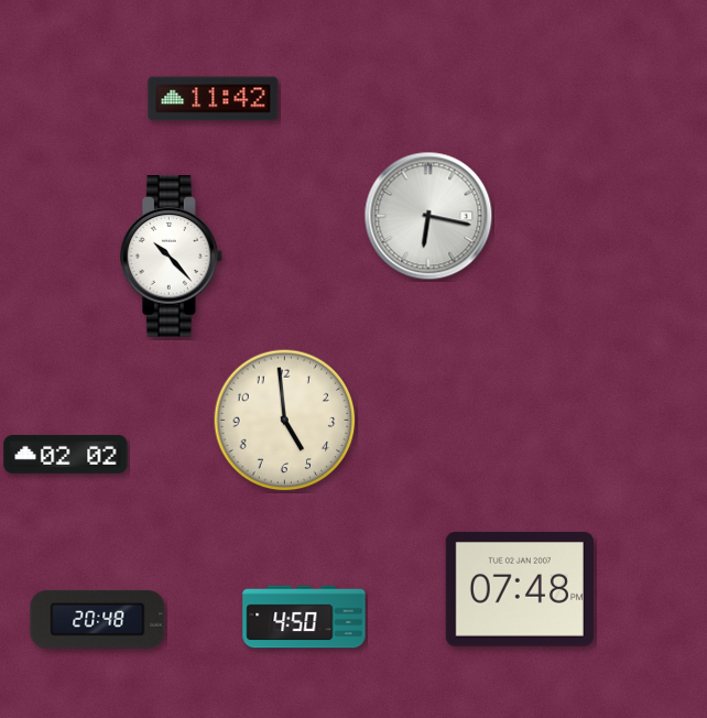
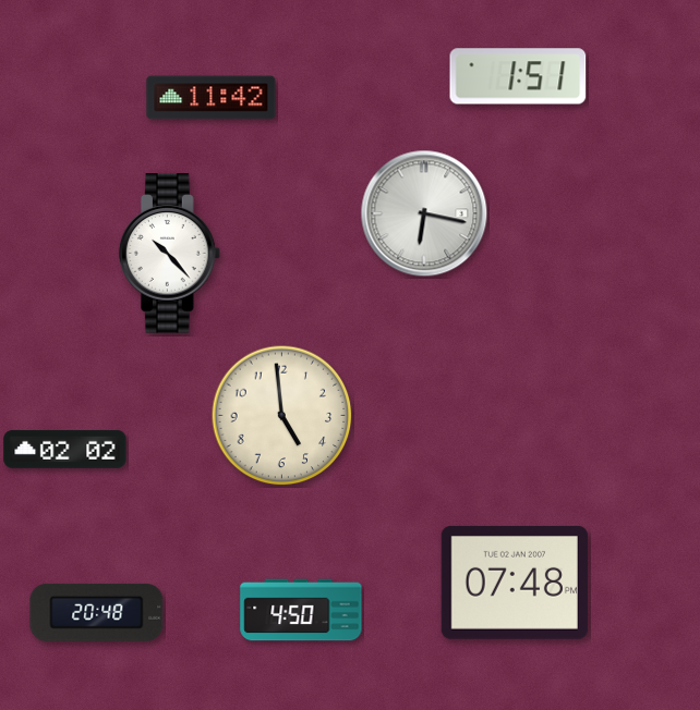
clock at (518, 76): none -> 1:51
